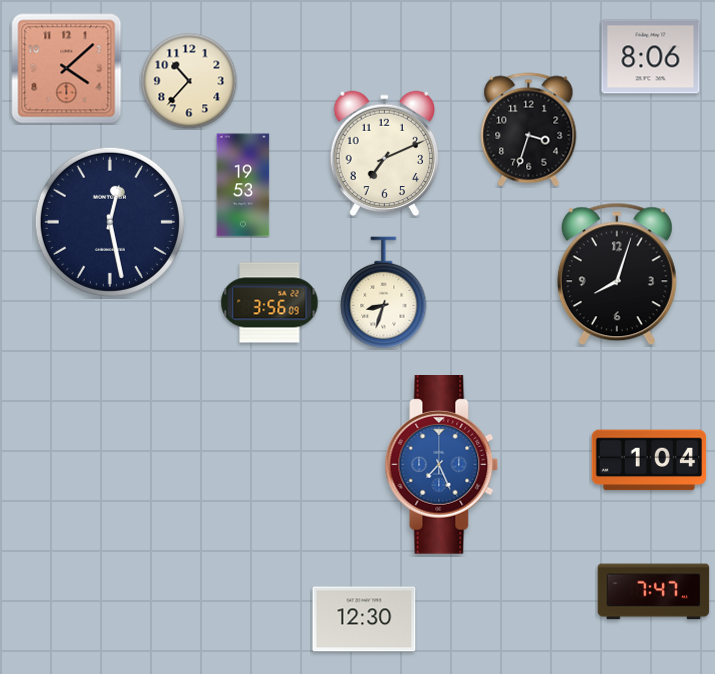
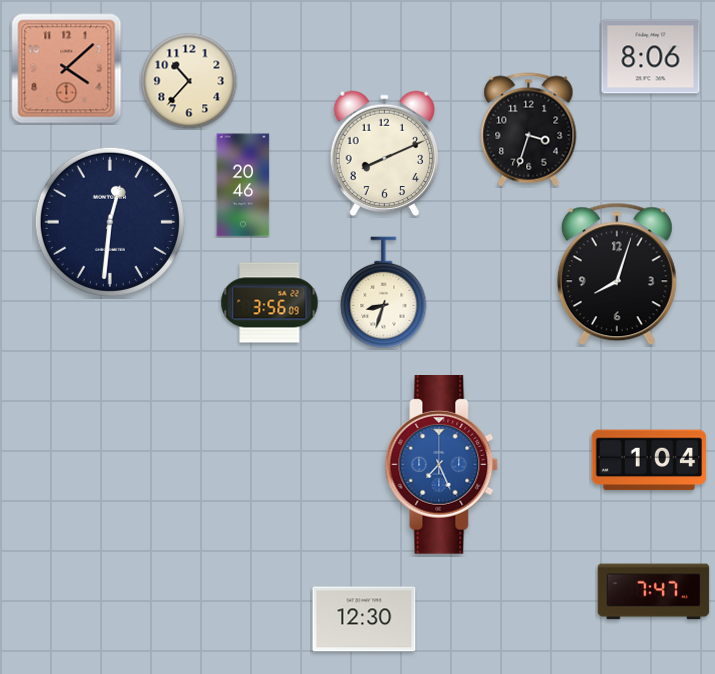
clock at (384, 154): 7:11 -> 8:11
clock at (243, 185): 19:53 -> 20:46
clock at (110, 222): 12:28 -> 12:31
